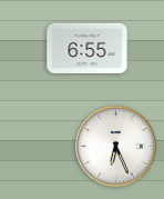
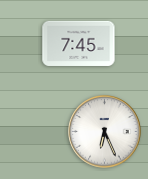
clock at (88, 48): 6:55 -> 7:45
